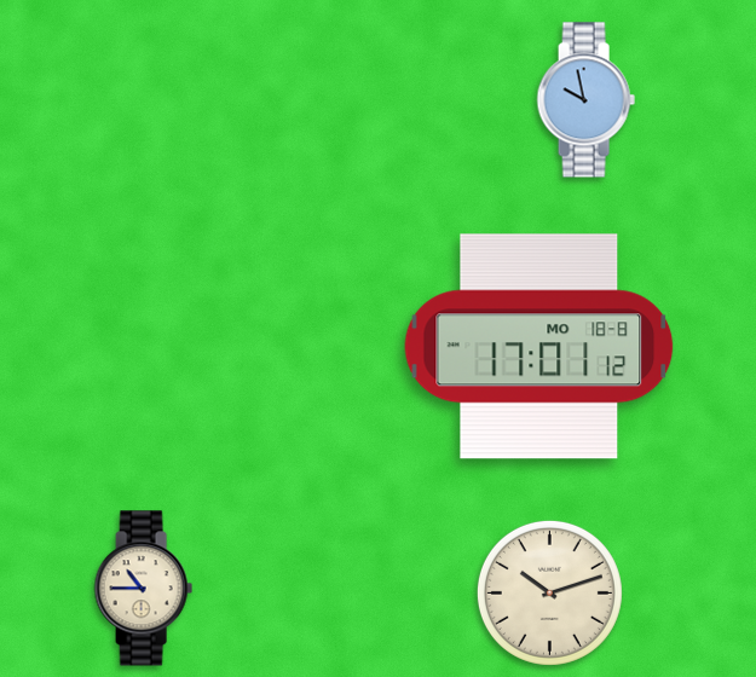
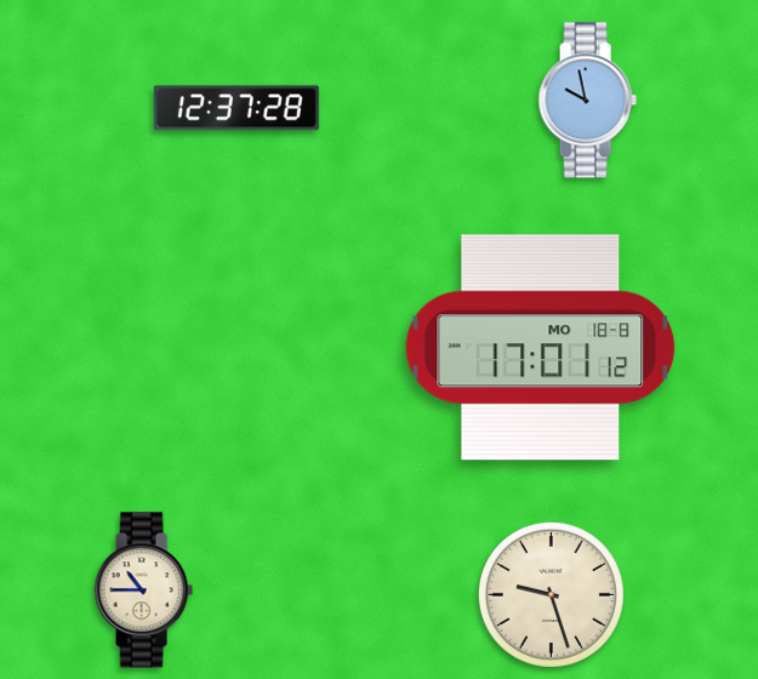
clock at (236, 108): none -> 12:37
clock at (549, 592): 10:12 -> 9:27
